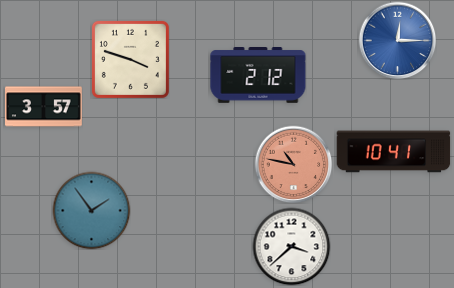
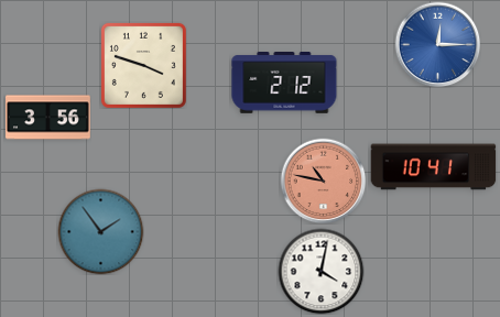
clock at (44, 107): 3:57 -> 3:56
clock at (291, 246): 3:38 -> 4:02
